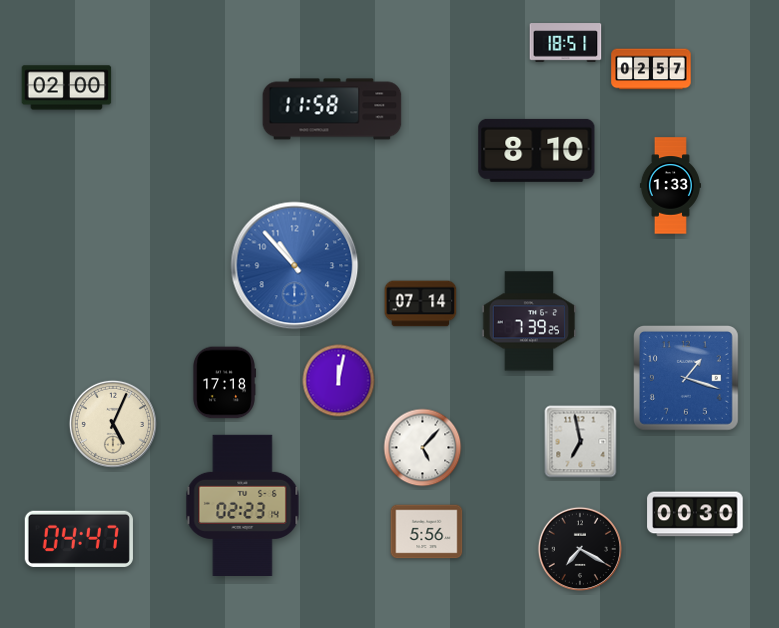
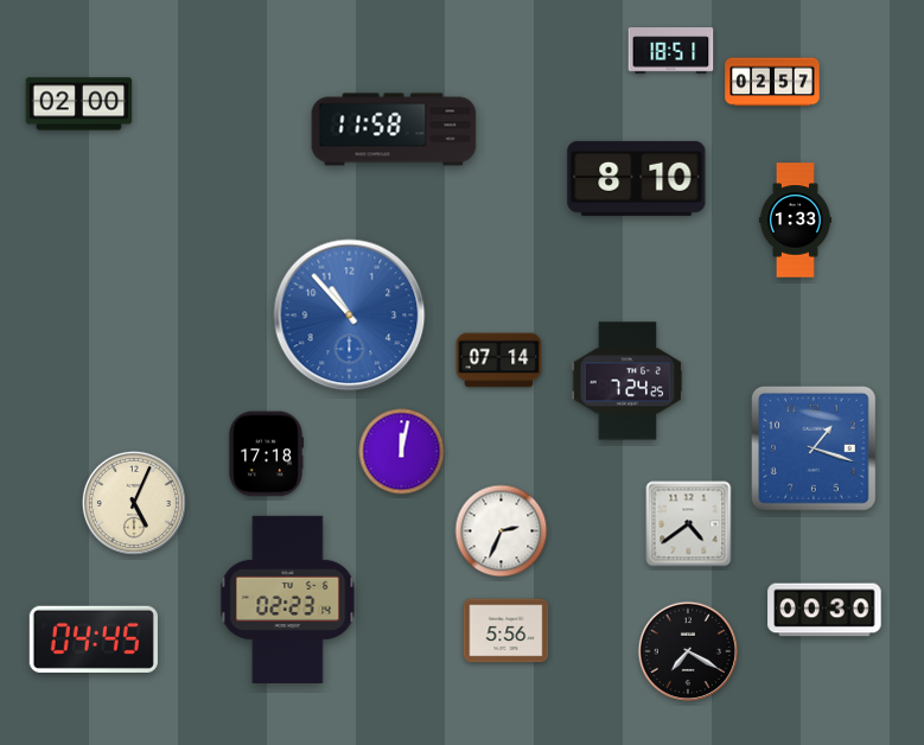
clock at (529, 321): 7:39 -> 7:24
clock at (581, 442): 6:58 -> 4:39
clock at (423, 448): 5:07 -> 2:34
clock at (79, 539): 04:47 -> 04:45
